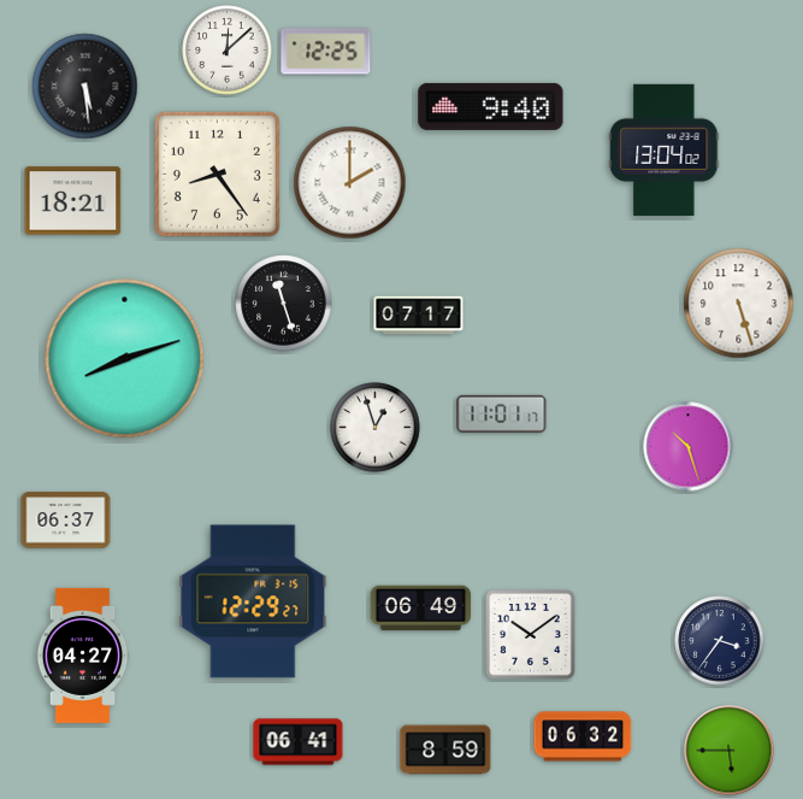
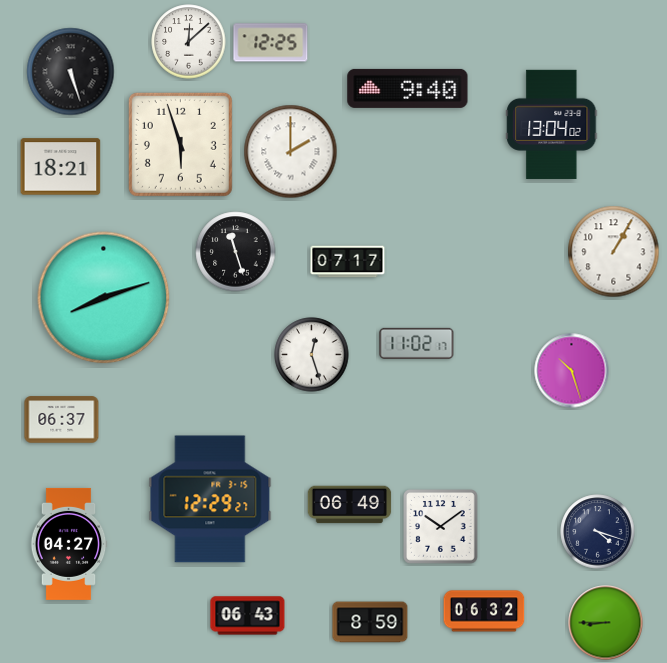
clock at (85, 87): 5:29 -> 5:27
clock at (217, 174): 8:24 -> 5:57
clock at (739, 304): 5:27 -> 1:05
clock at (502, 413): 11:01 -> 11:02
clock at (376, 428): 12:57 -> 12:27
clock at (66, 521) position: (66, 521) -> (62, 420)
clock at (720, 641): 3:36 -> 4:18
clock at (299, 742): 06:41 -> 06:43
clock at (730, 751): 5:45 -> 8:45
